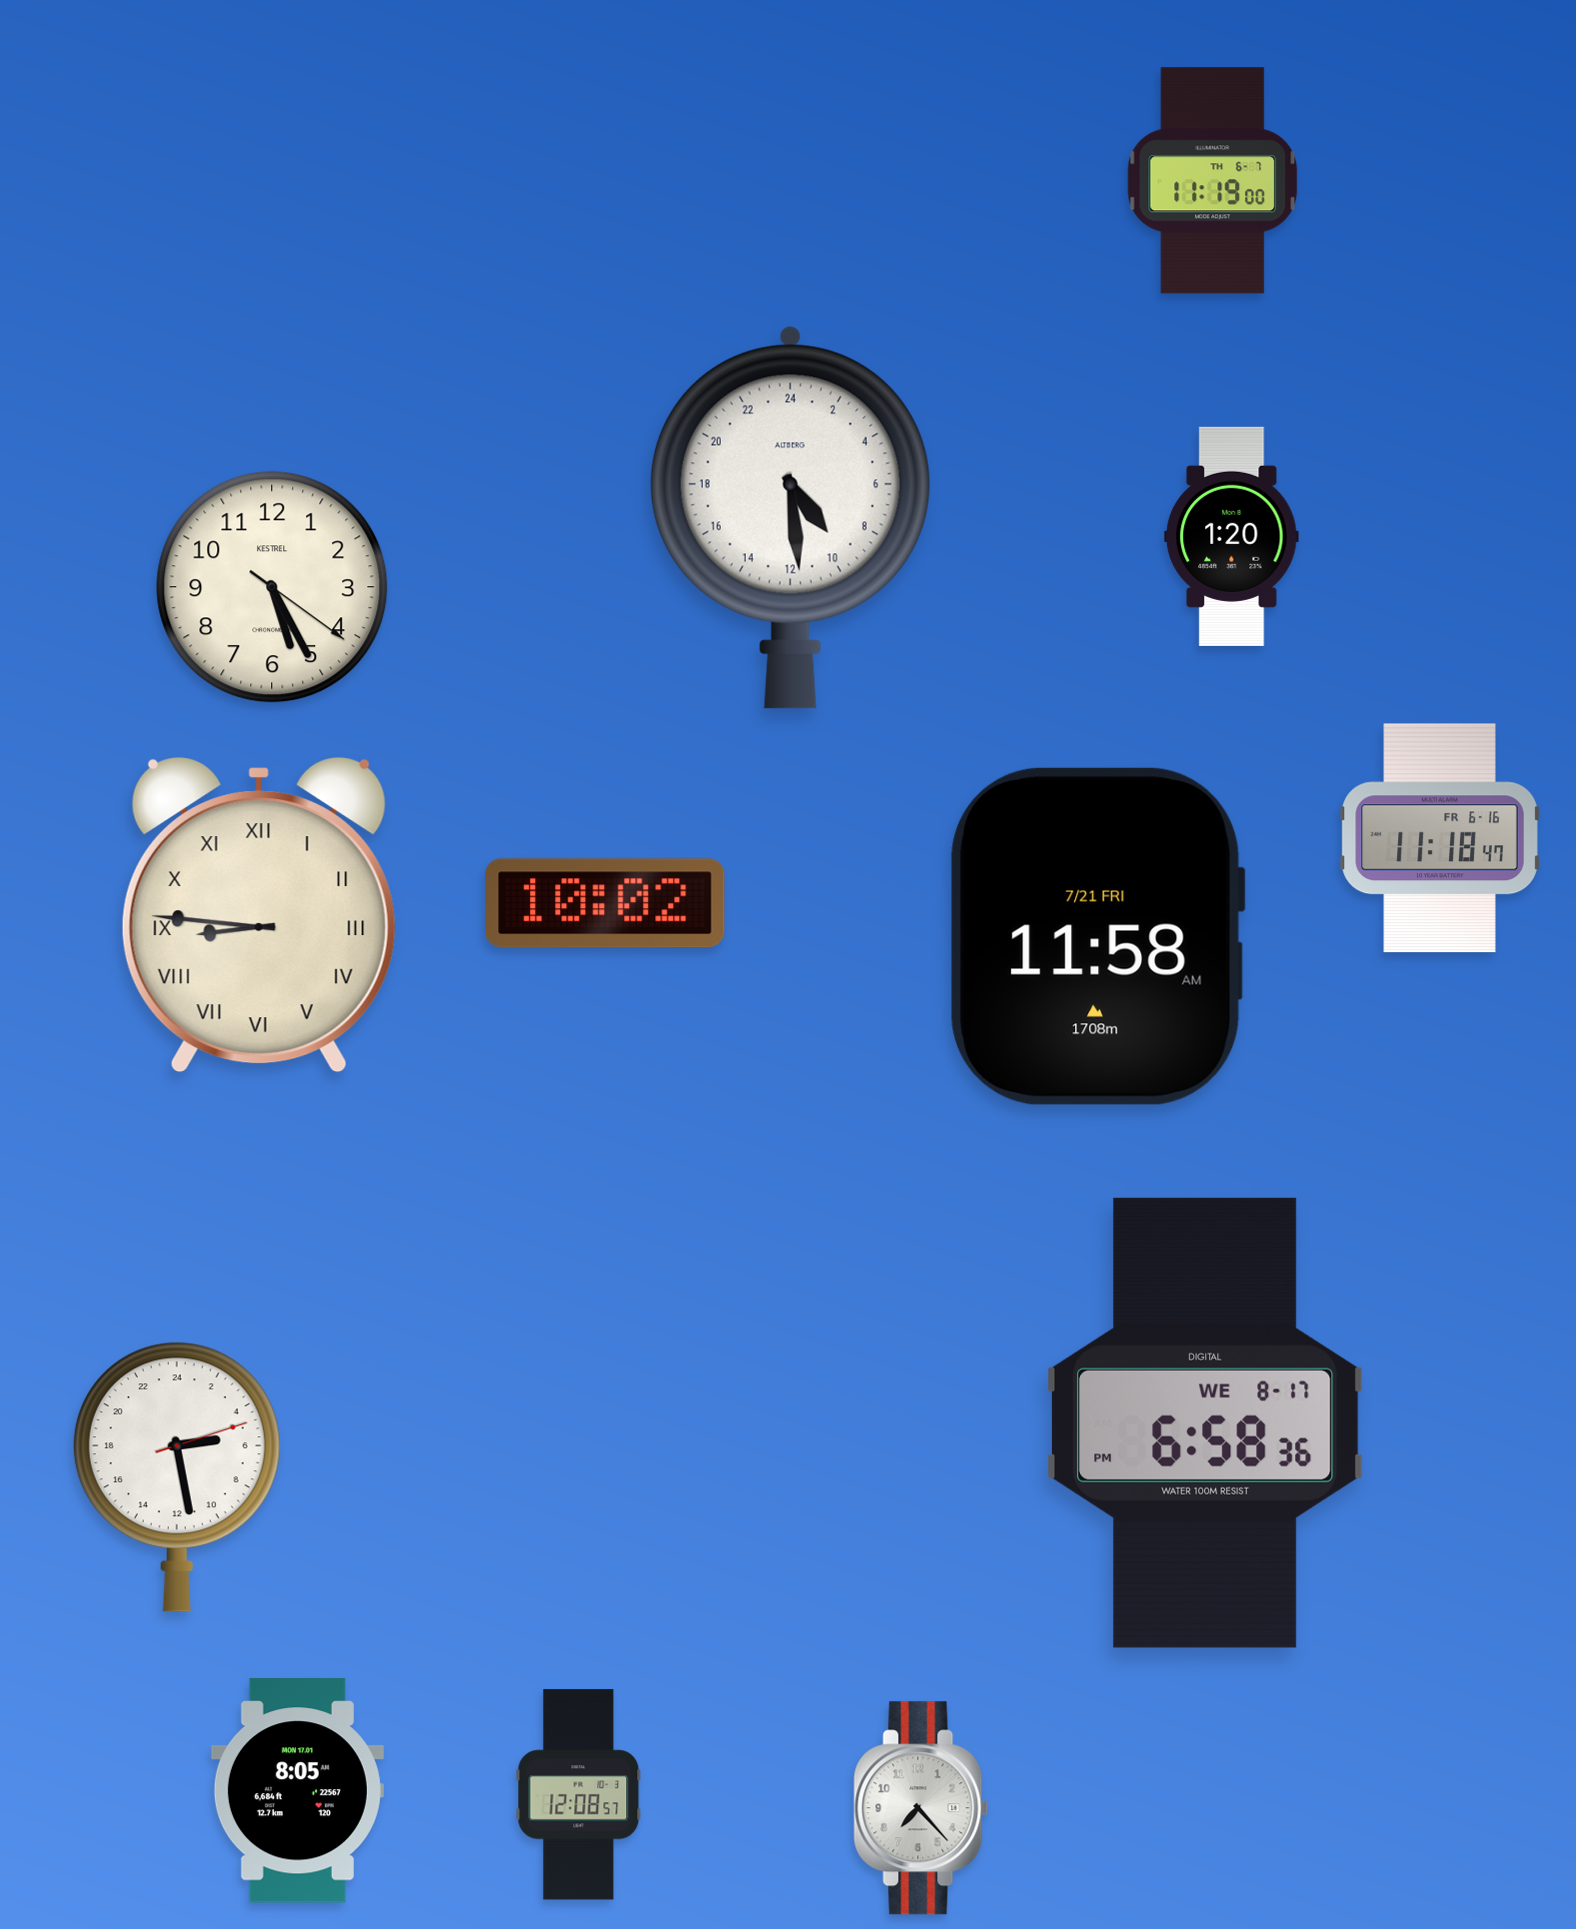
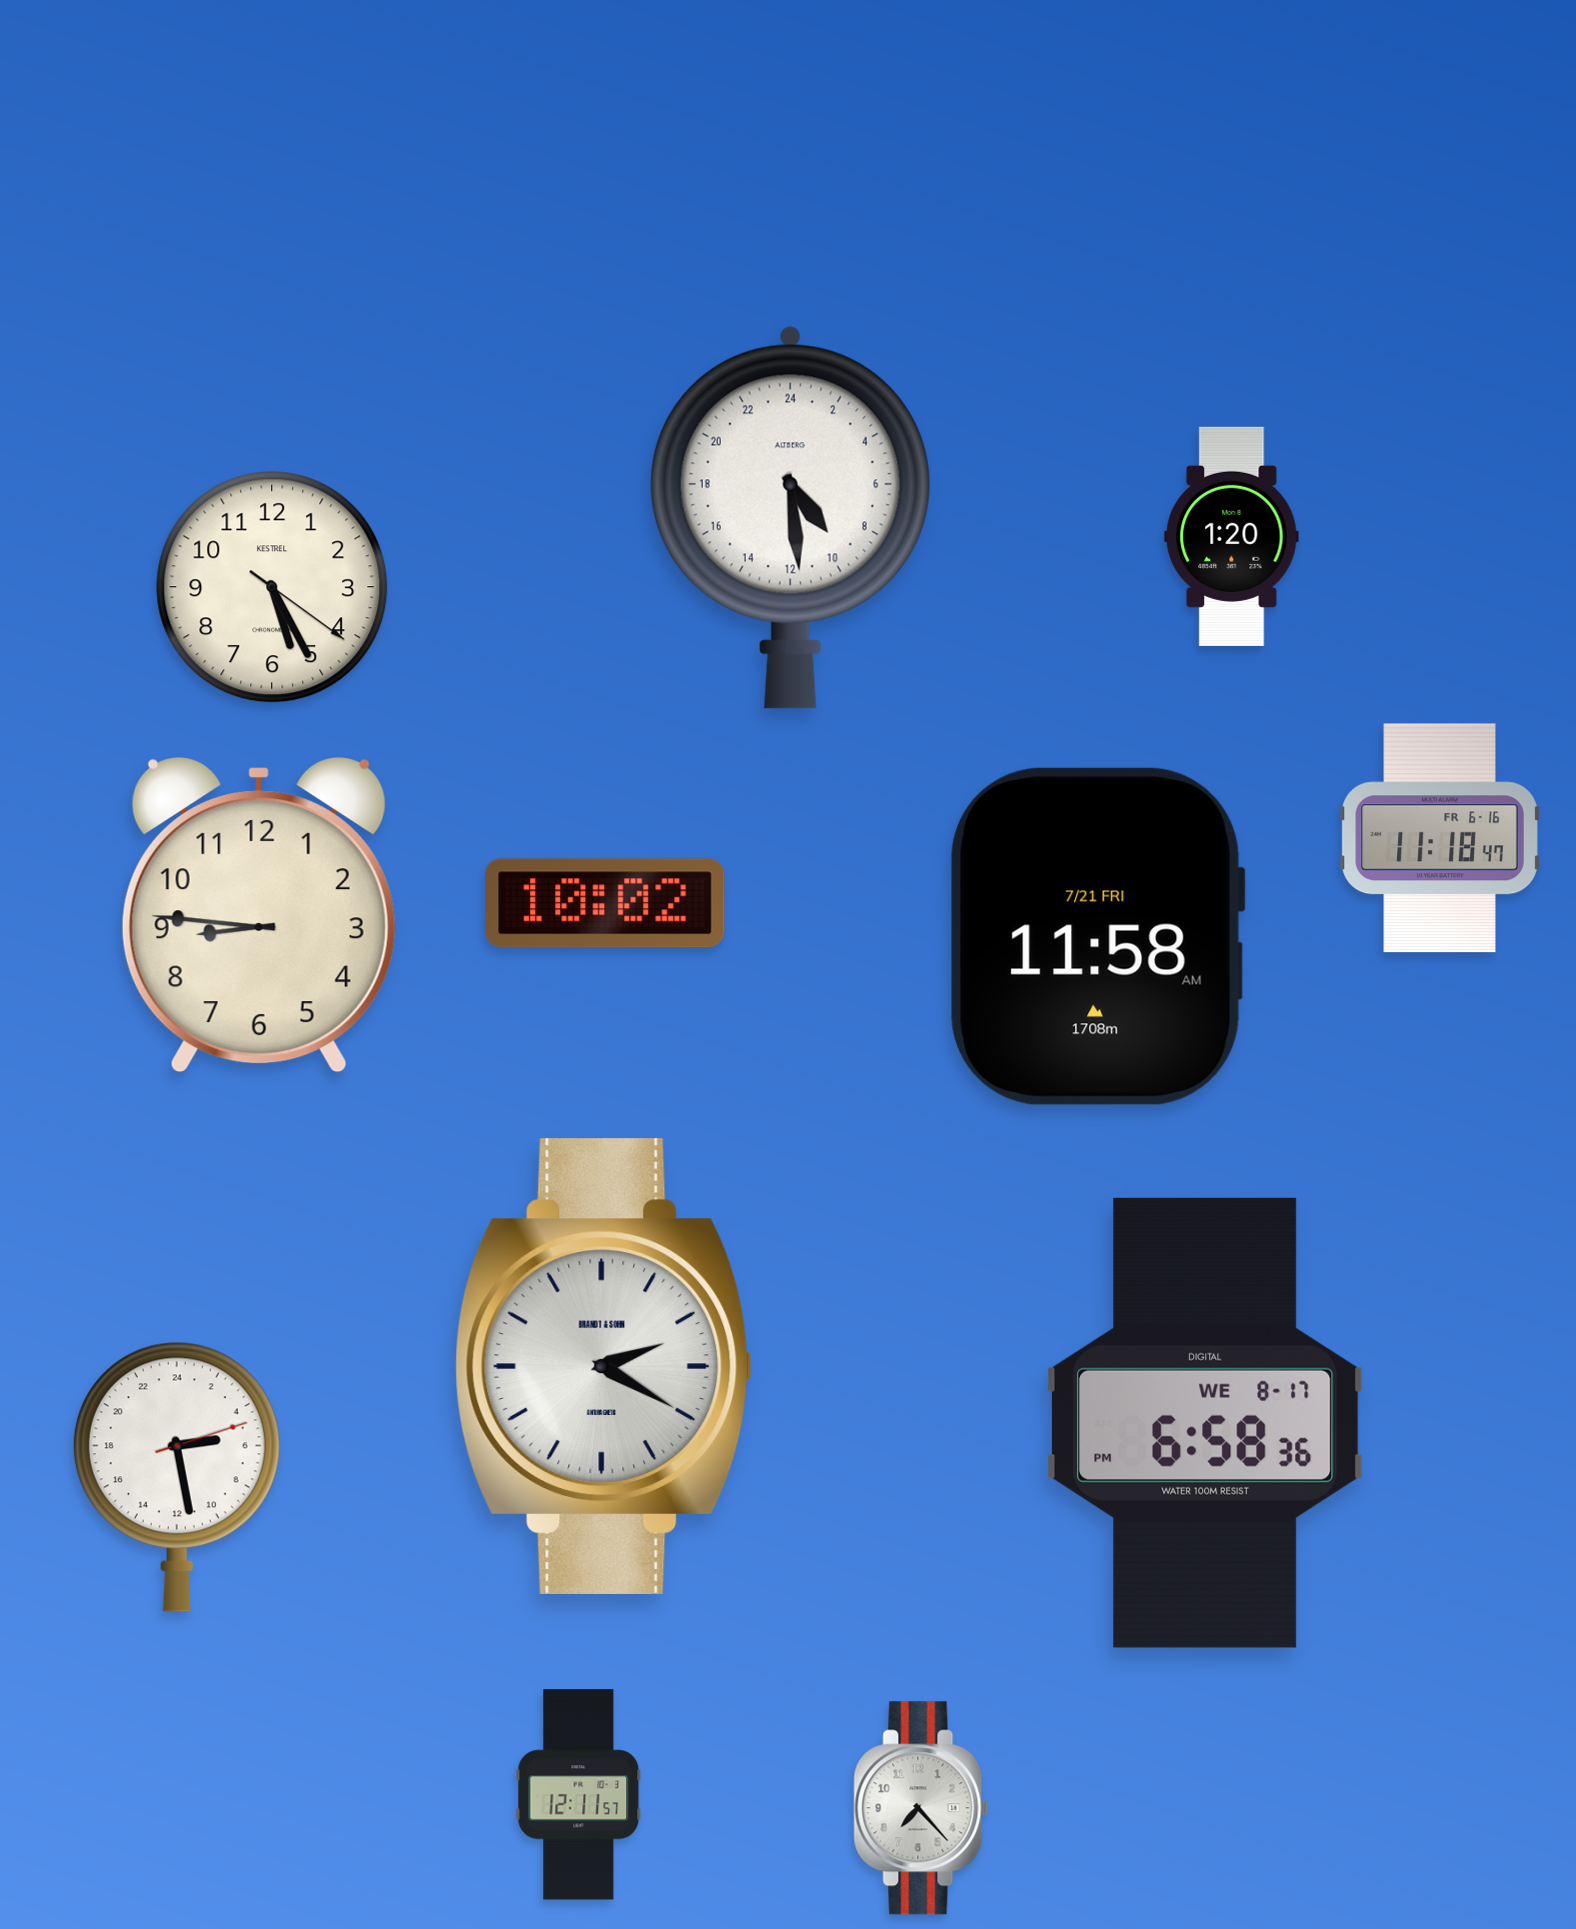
clock at (1213, 181): 11:19 -> none
clock at (259, 915) numerals: Roman -> Arabic
clock at (603, 1366): none -> 2:20
clock at (297, 1791): 8:05 -> none
clock at (579, 1795): 12:08 -> 12:11
